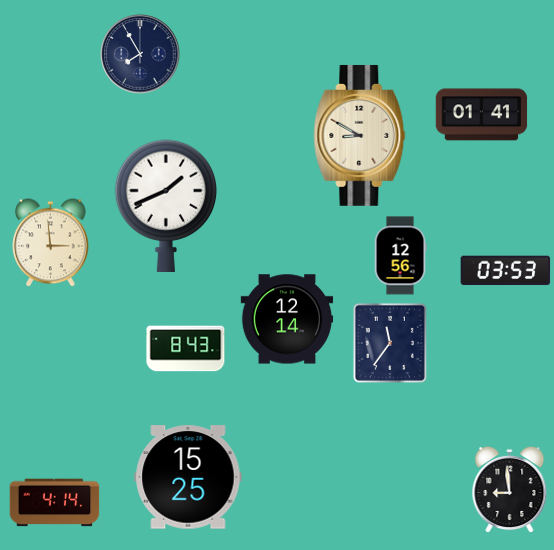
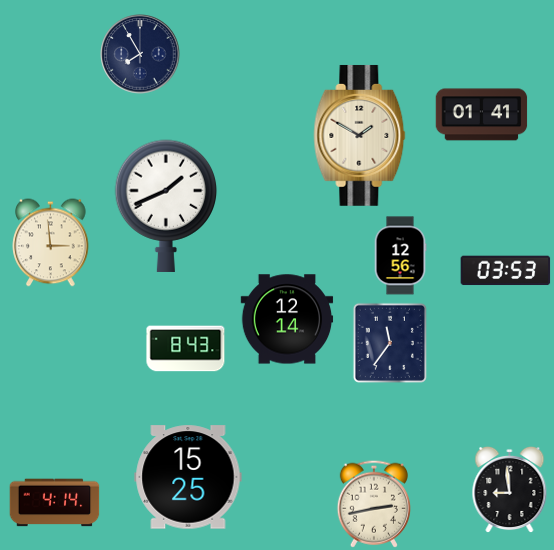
clock at (360, 135): 8:50 -> 1:50
clock at (374, 504): none -> 2:43
